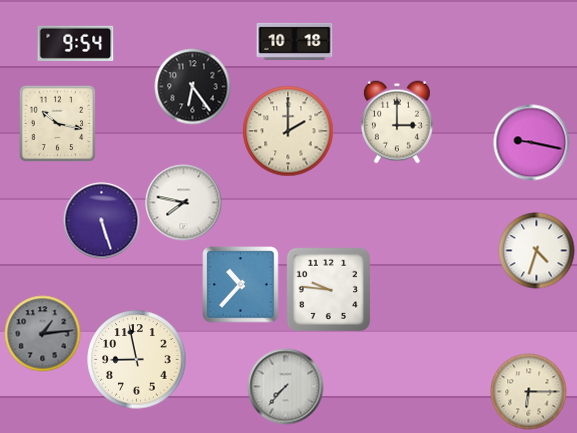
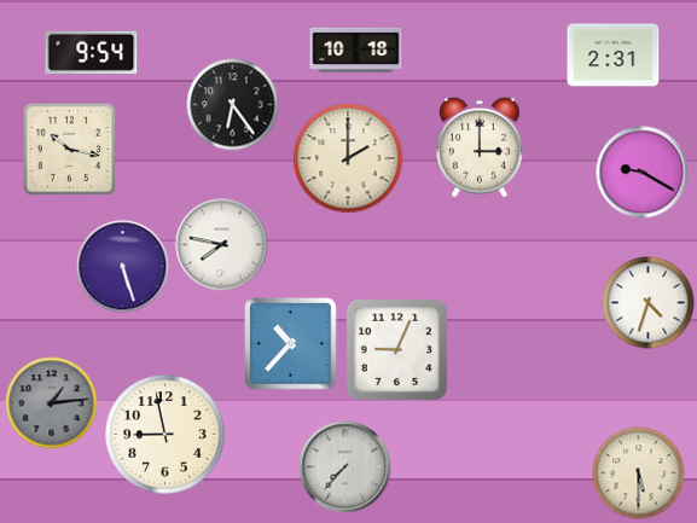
clock at (614, 56): none -> 2:31
clock at (532, 143): 9:17 -> 9:20
clock at (328, 289): 9:46 -> 9:04
clock at (529, 392): 6:15 -> 5:30
